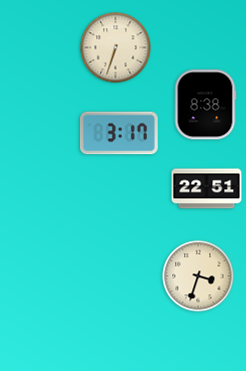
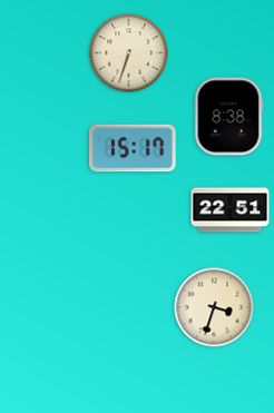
clock at (119, 133): 3:17 -> 15:17
clock at (198, 276) position: (198, 276) -> (214, 307)
